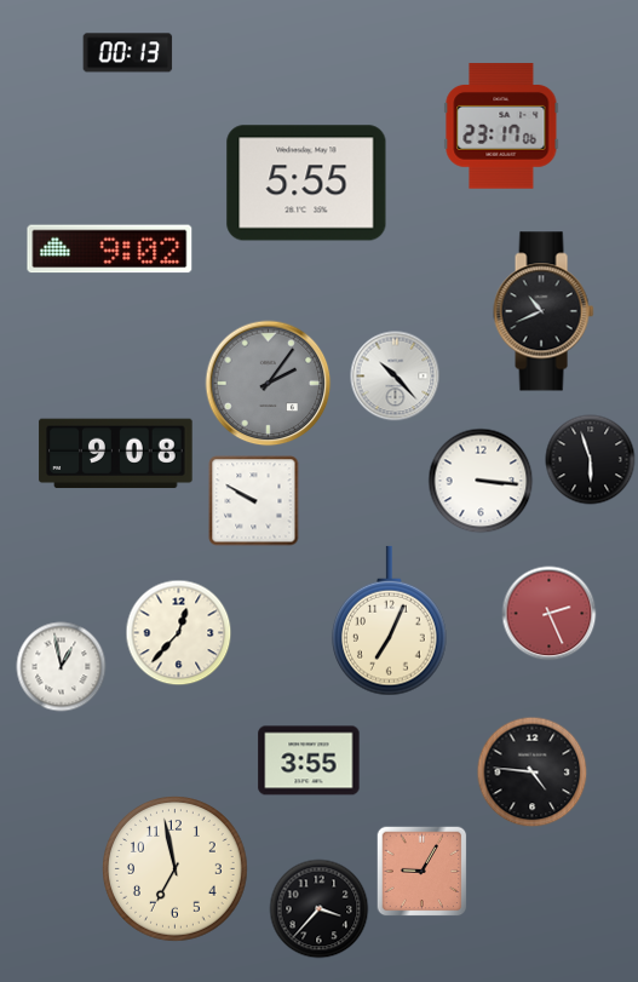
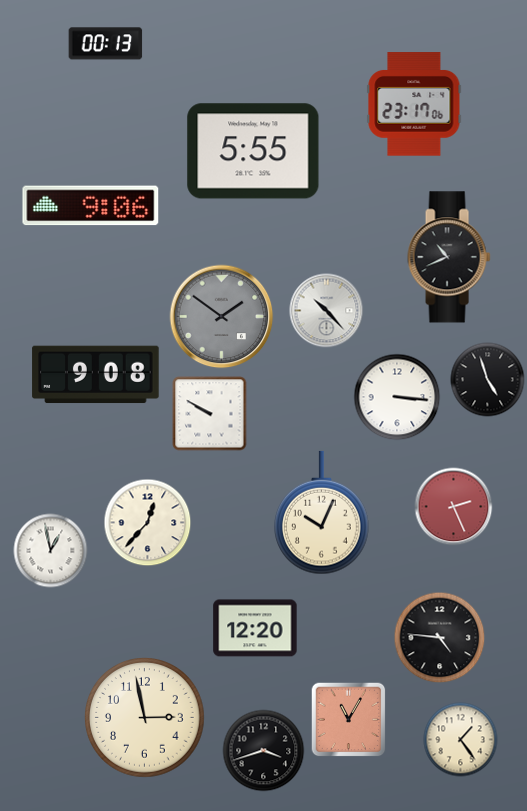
clock at (110, 249): 9:02 -> 9:06
clock at (269, 384): 2:06 -> 1:51
clock at (591, 460): 5:57 -> 4:57
clock at (390, 621): 7:04 -> 10:04
clock at (309, 760): 3:55 -> 12:20
clock at (176, 869): 6:58 -> 2:58
clock at (423, 872): 9:05 -> 11:05
clock at (461, 740): none -> 1:24
clock at (320, 909): 3:37 -> 3:42
